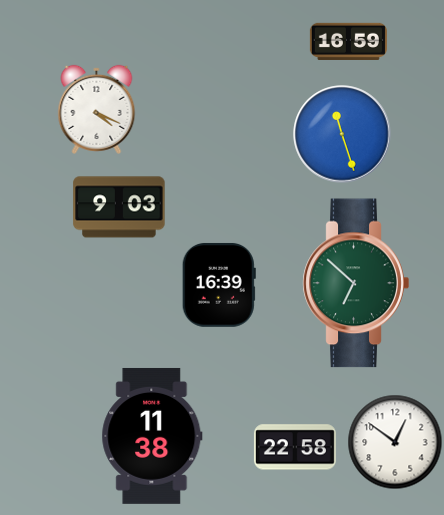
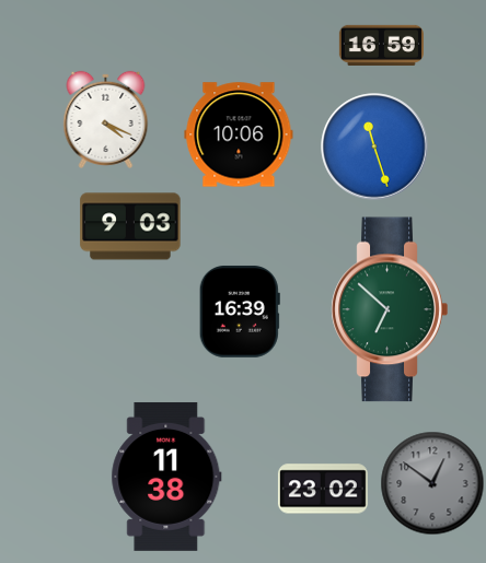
clock at (239, 134): none -> 10:06
clock at (395, 442) dial: white -> grey
clock at (295, 447): 22:58 -> 23:02
